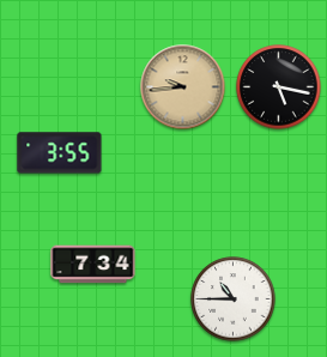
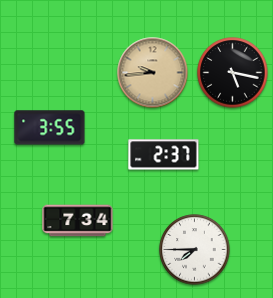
clock at (164, 155): none -> 2:37
clock at (234, 299): 10:45 -> 7:45
